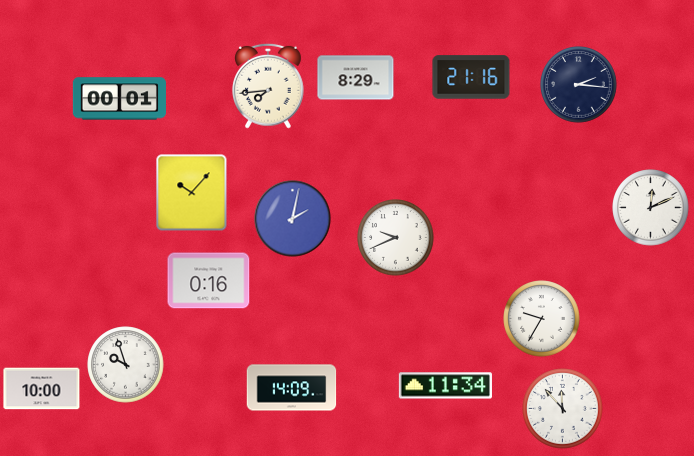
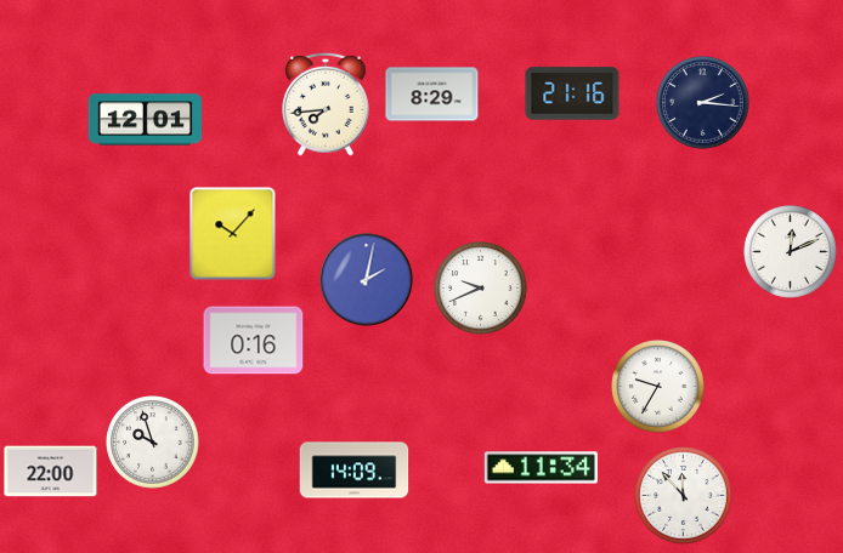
clock at (119, 99): 00:01 -> 12:01
clock at (293, 219) position: (293, 219) -> (367, 280)
clock at (42, 389): 10:00 -> 22:00
